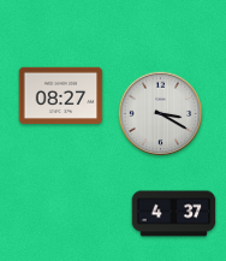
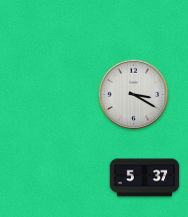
clock at (61, 96): 08:27 -> none
clock at (174, 214): 4:37 -> 5:37
